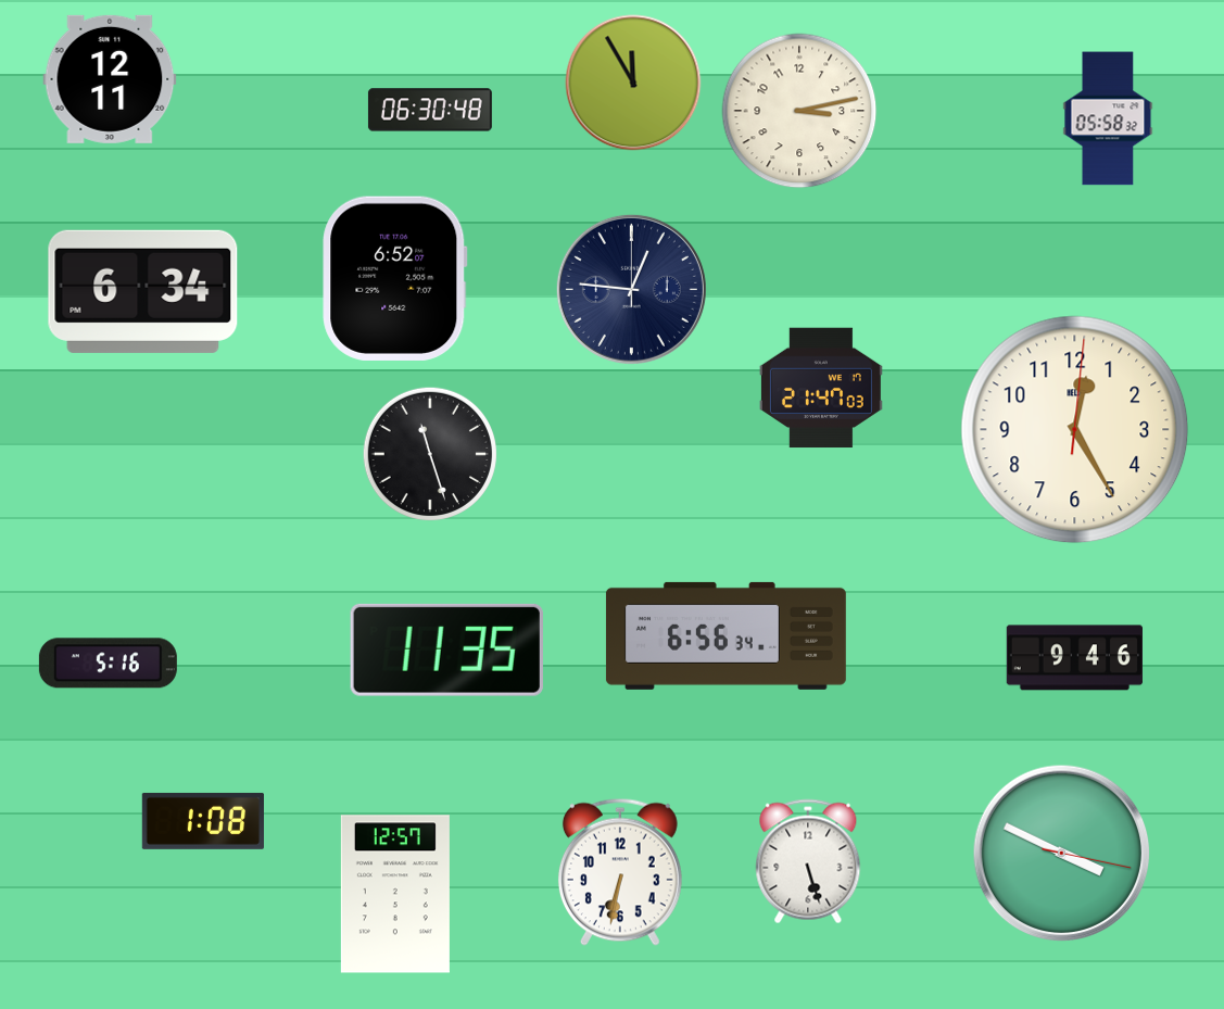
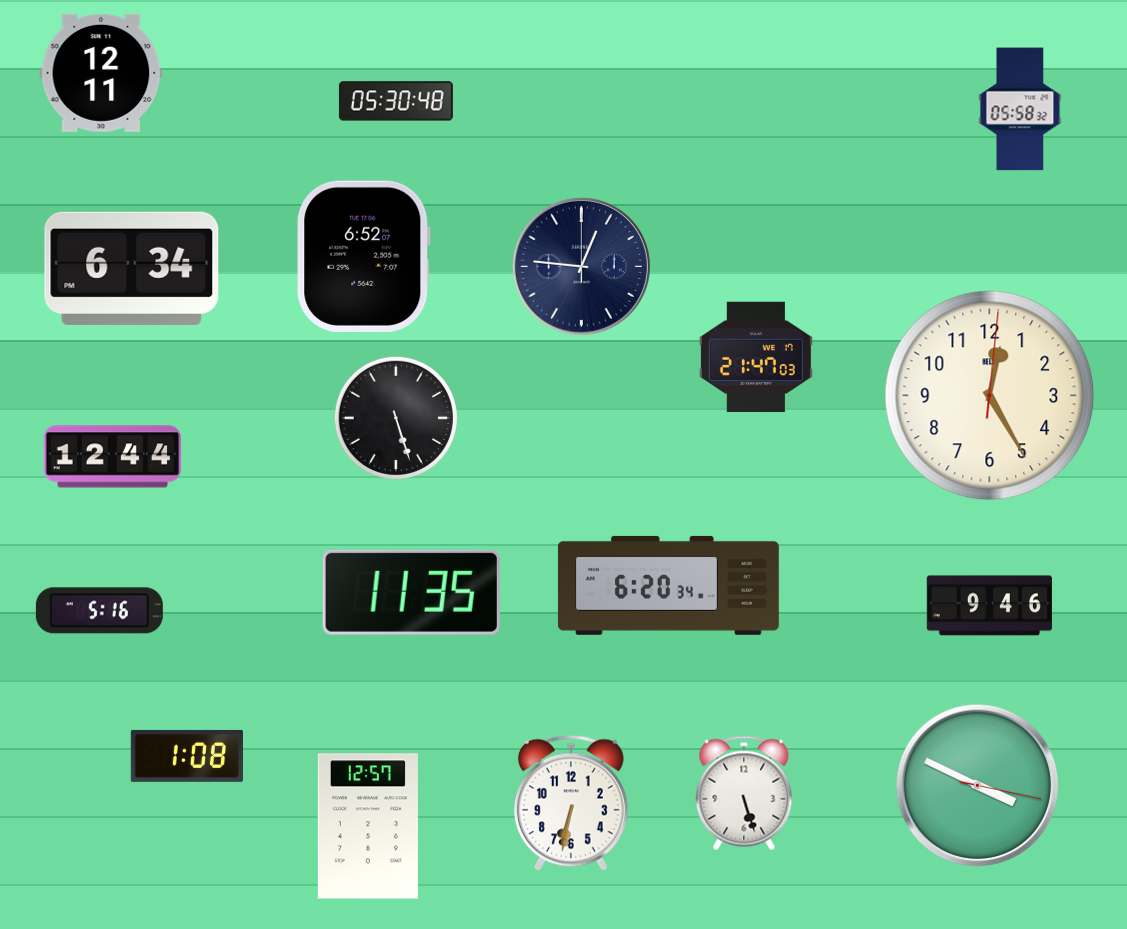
clock at (633, 83): 11:55 -> none
clock at (430, 110): 06:30 -> 05:30
clock at (799, 111): 3:13 -> none
clock at (430, 454): 11:27 -> 5:27
clock at (113, 457): none -> 12:44
clock at (725, 635): 6:56 -> 6:20
clock at (446, 649) position: (446, 649) -> (411, 592)
clock at (395, 894) position: (395, 894) -> (368, 826)
